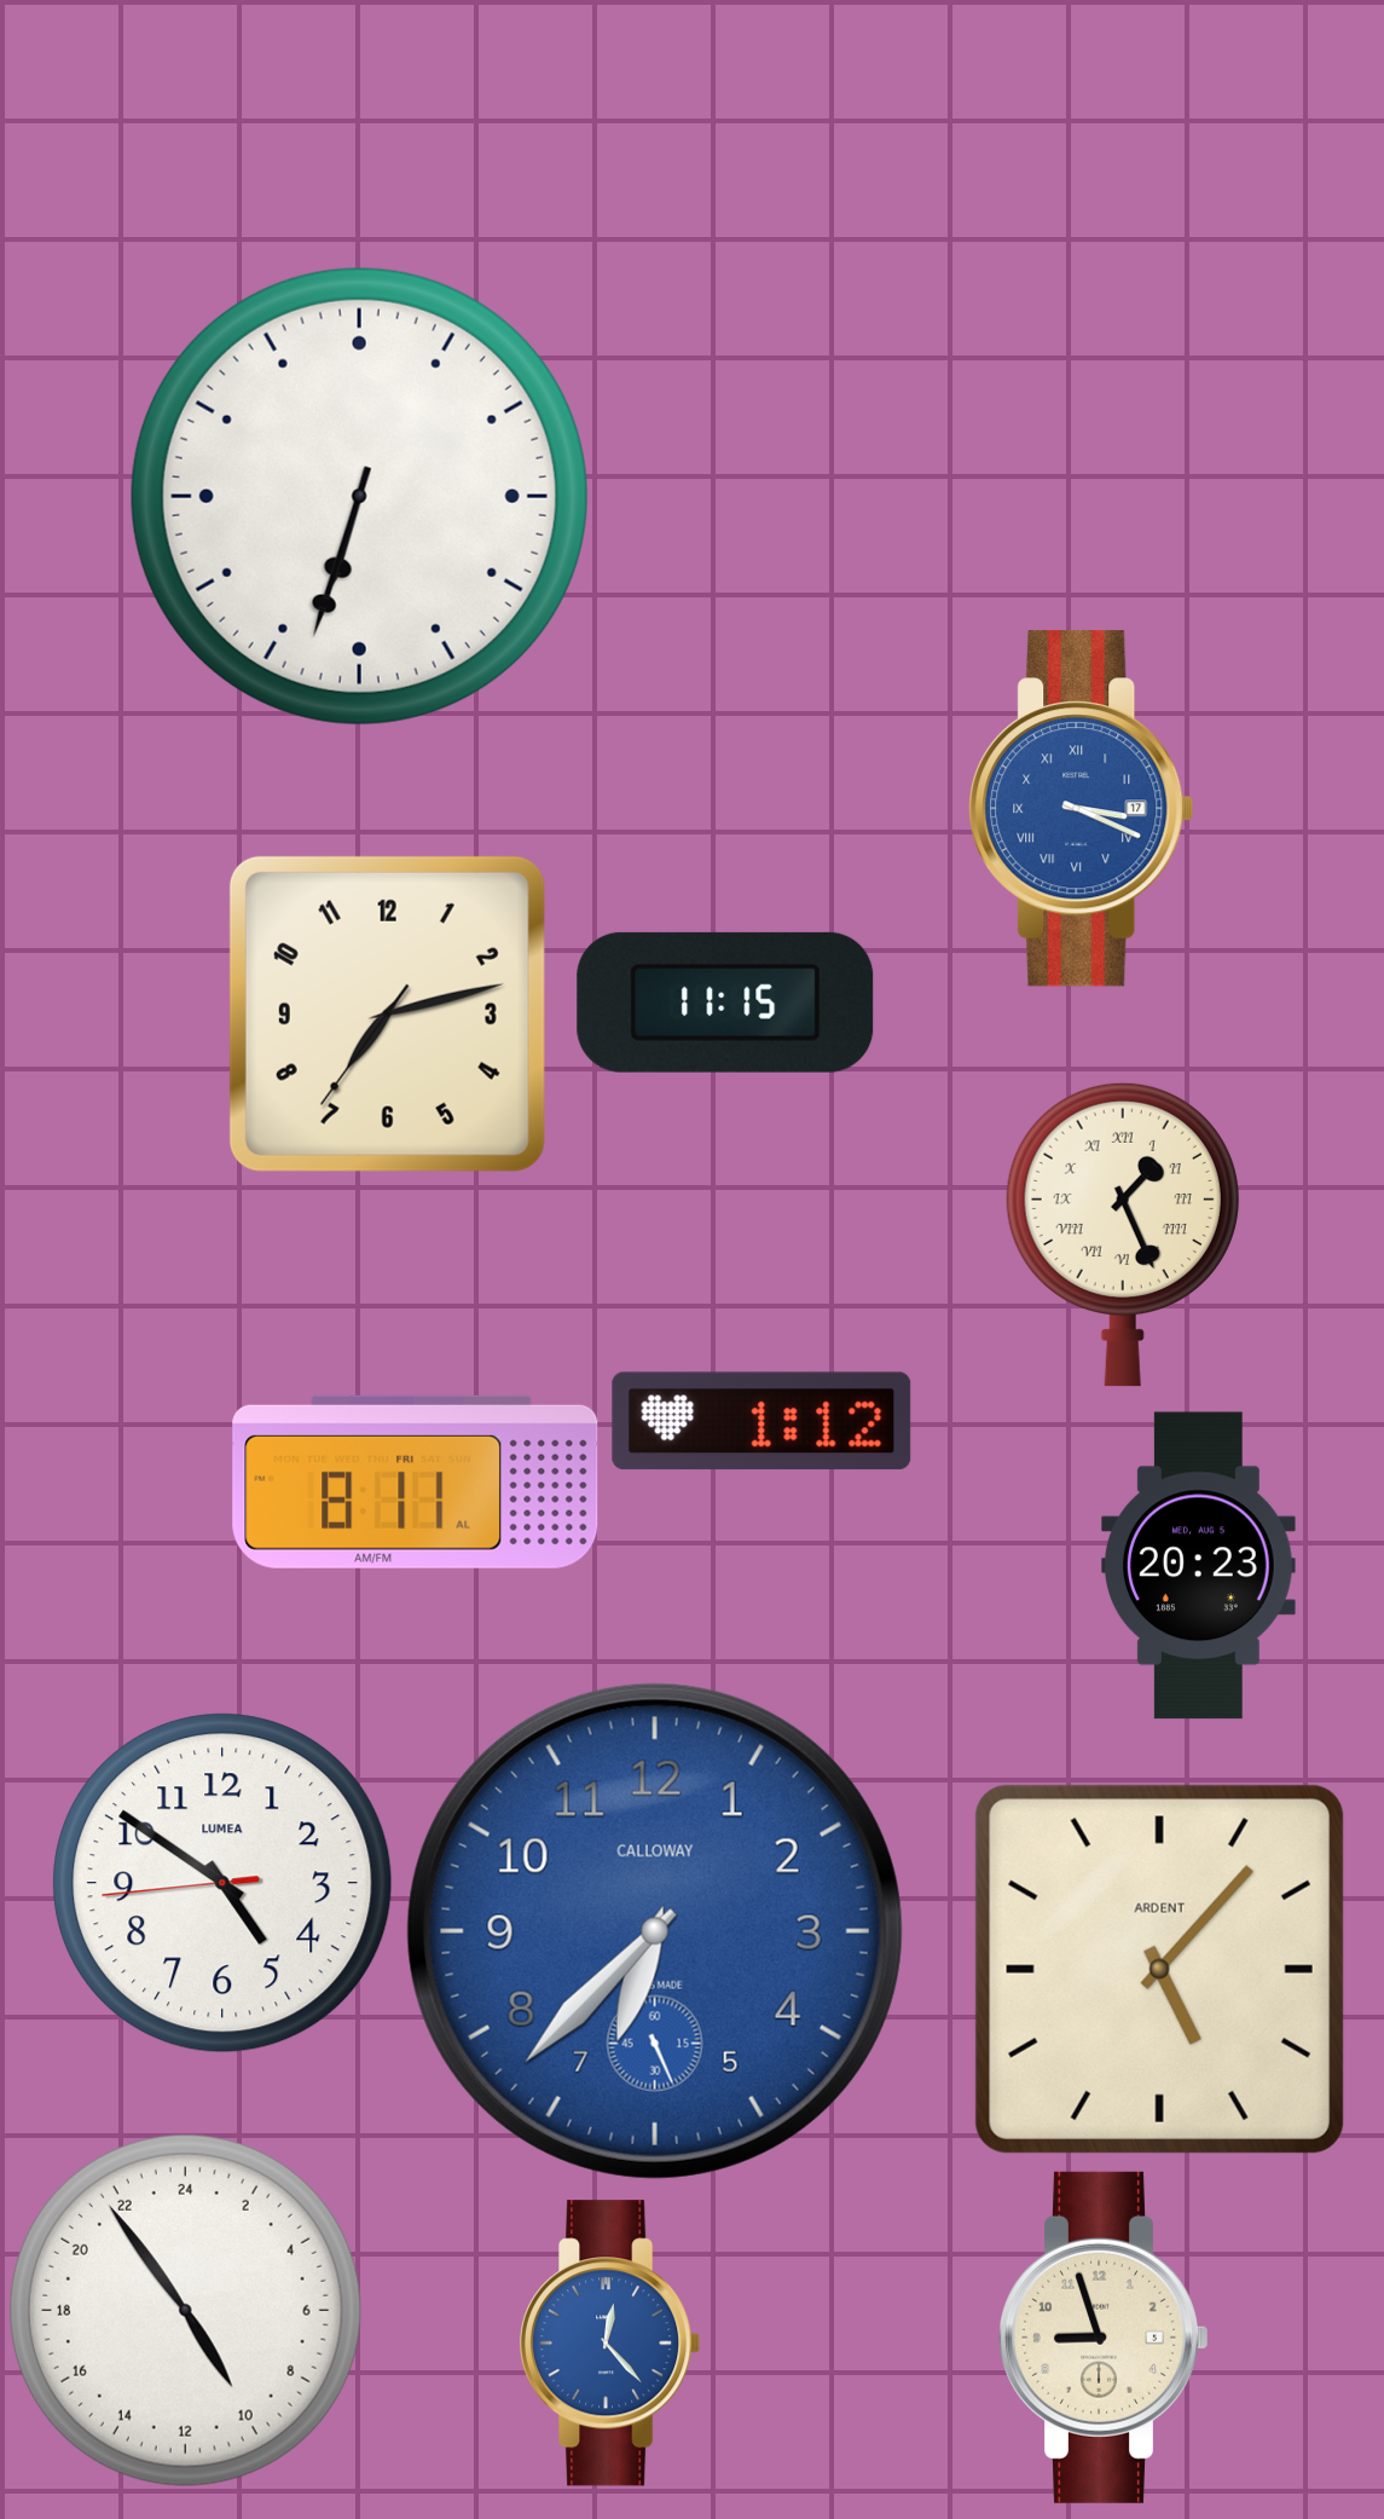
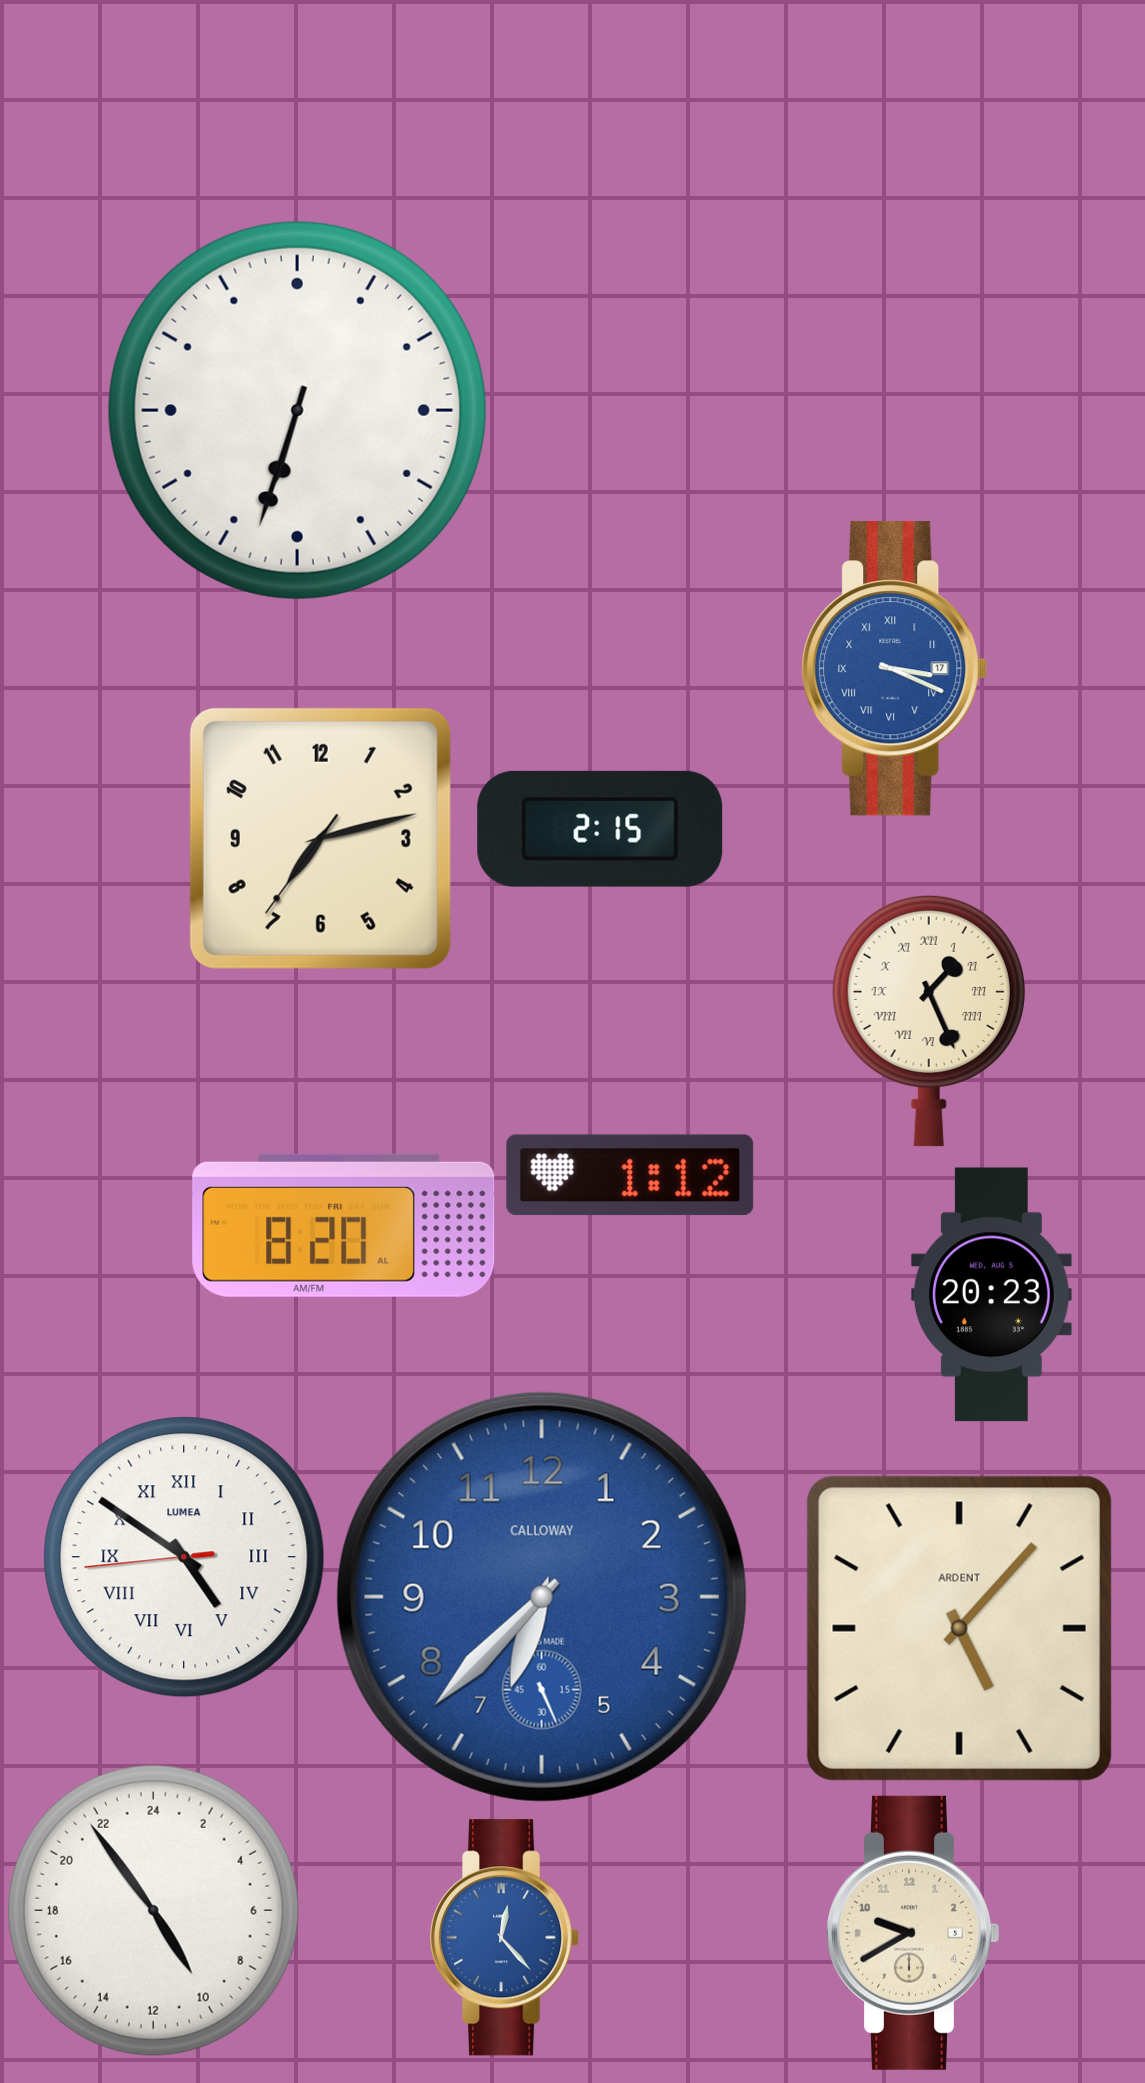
clock at (725, 1003): 11:15 -> 2:15
clock at (416, 1481): 8:11 -> 8:20
clock at (222, 1883) numerals: Arabic -> Roman
clock at (1104, 2338): 8:57 -> 9:40
